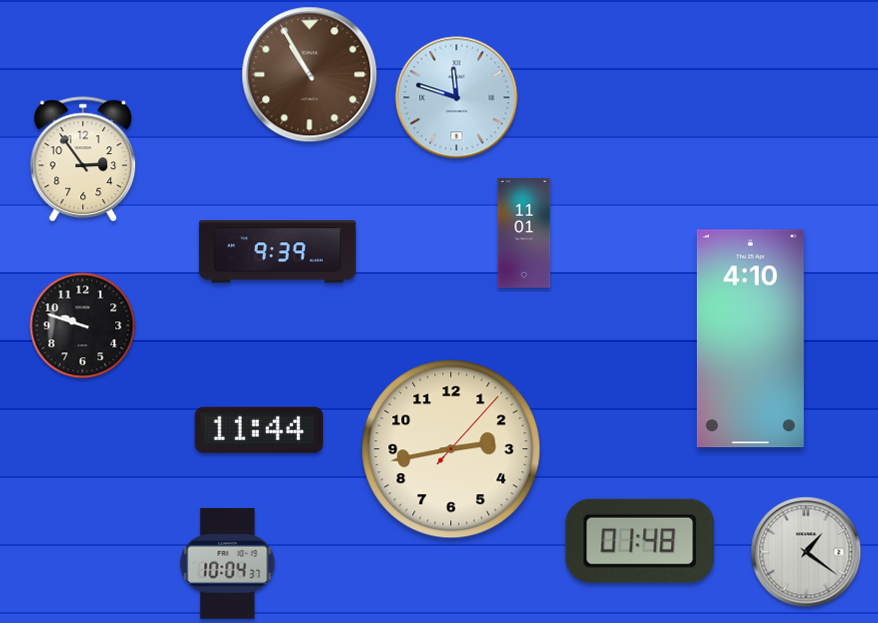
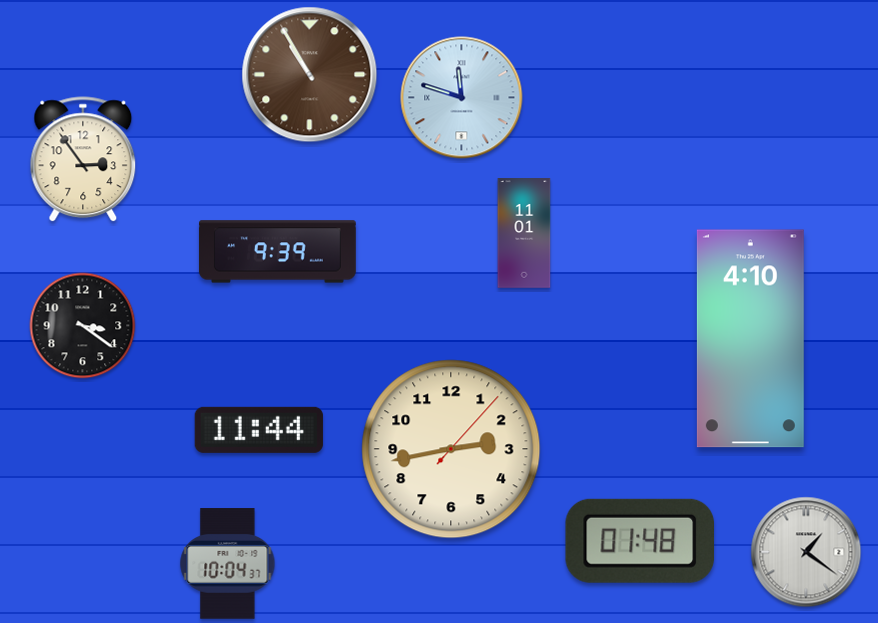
clock at (457, 98) position: (457, 98) -> (462, 98)
clock at (83, 326): 9:48 -> 3:21
